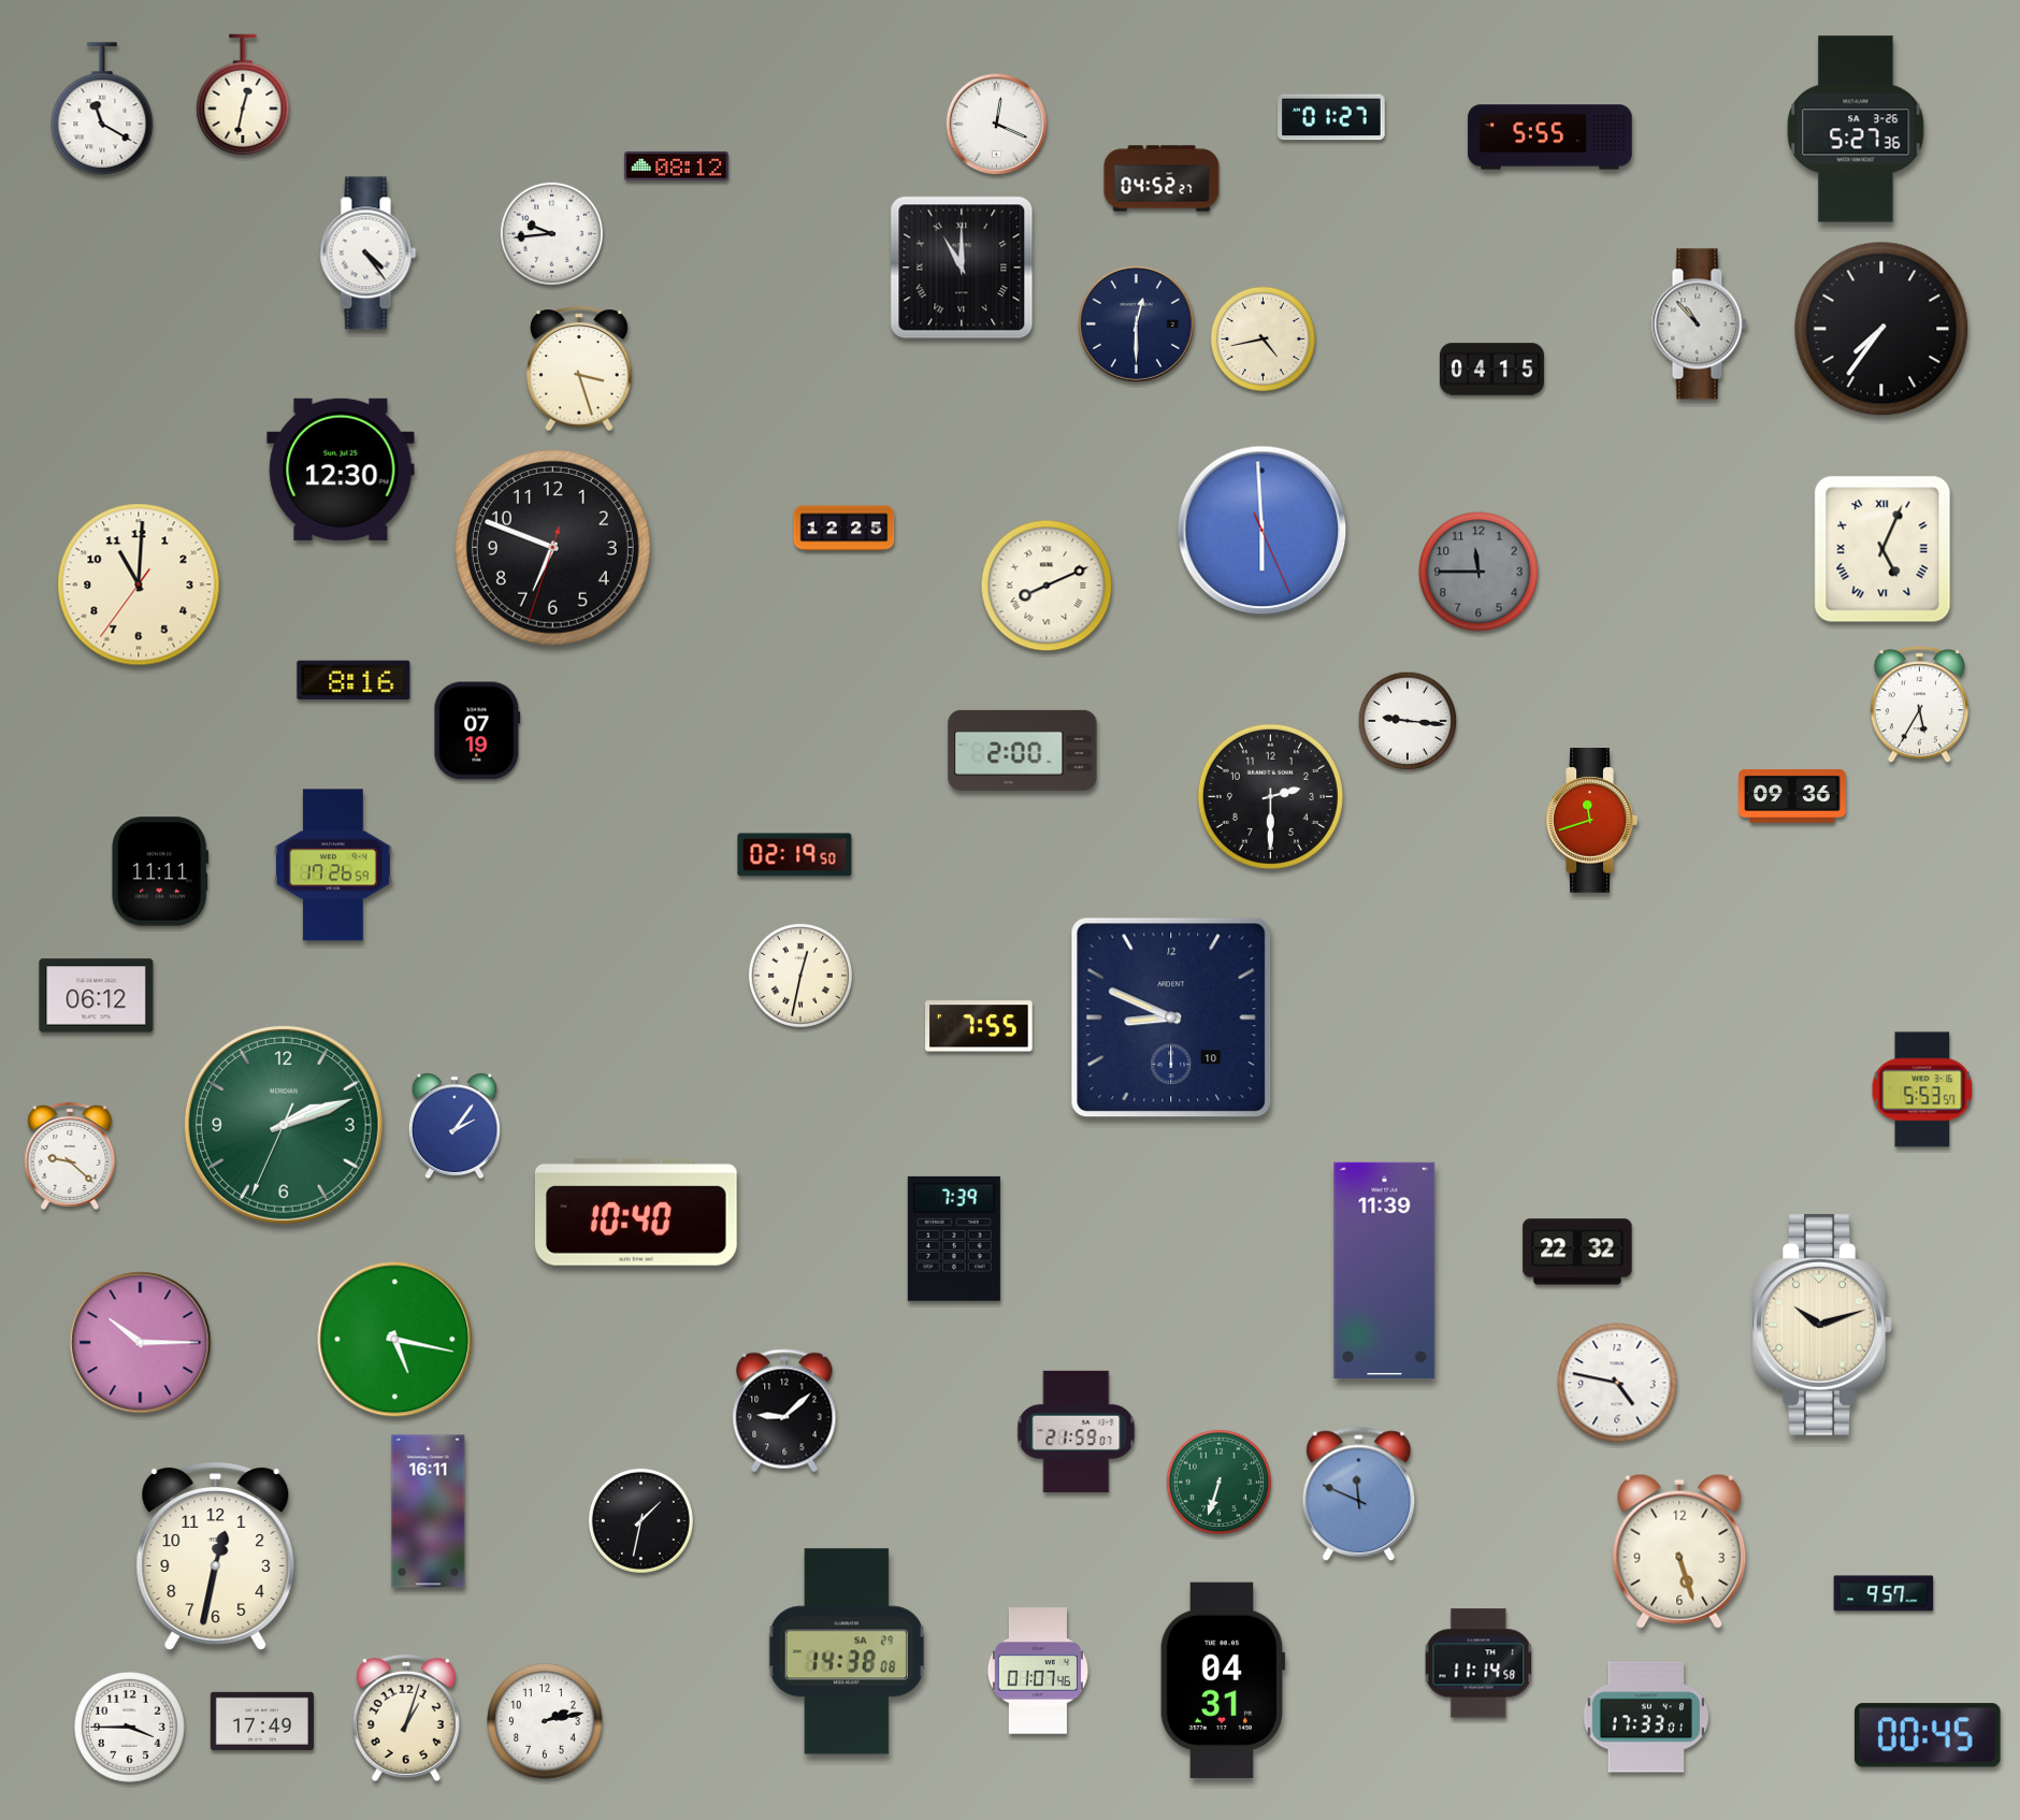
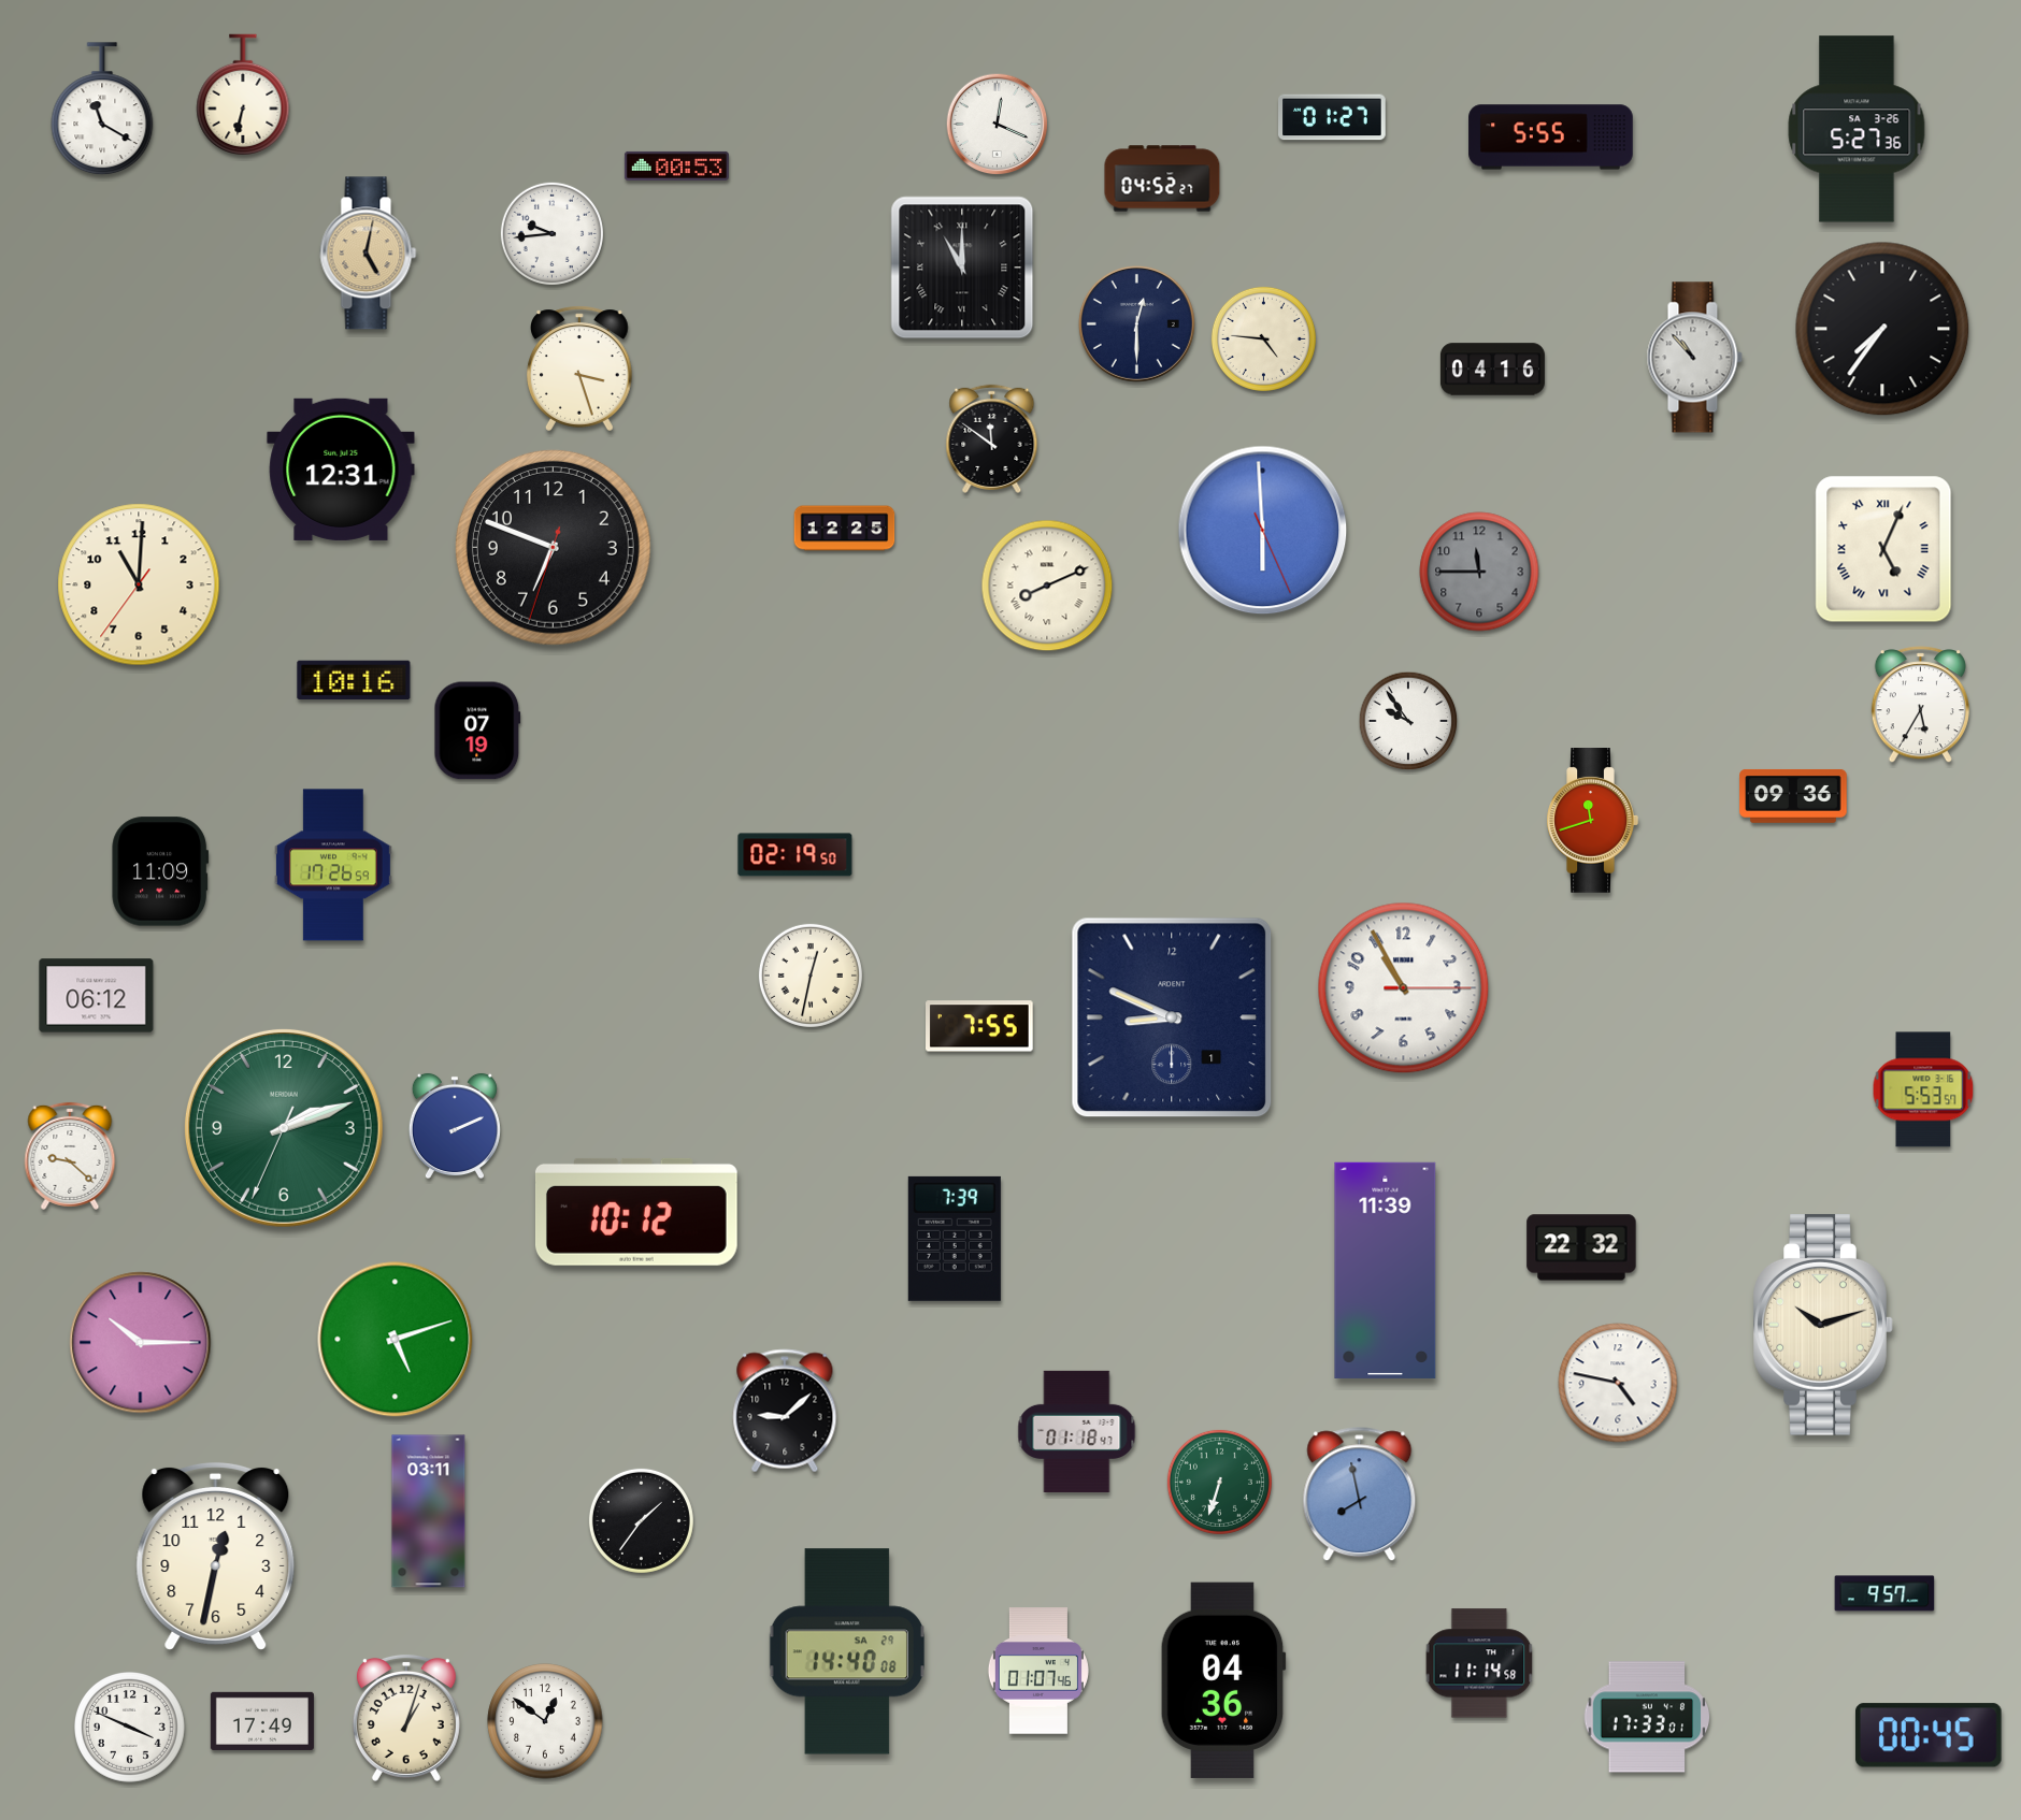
clock at (243, 95): 12:32 -> 6:32
clock at (676, 165): 08:12 -> 00:53
clock at (369, 254): 4:24 -> 5:02
clock at (369, 254) dial: white -> champagne
clock at (1699, 324) position: (1699, 324) -> (1694, 358)
clock at (1262, 338): 4:43 -> 4:46
clock at (1491, 370): 04:15 -> 04:16
clock at (992, 438): none -> 11:51
clock at (341, 470): 12:30 -> 12:31
clock at (353, 680): 8:16 -> 10:16
clock at (1408, 721): 9:16 -> 9:54
clock at (1023, 750): 2:00 -> none
clock at (1270, 796): 2:30 -> none
clock at (160, 871): 11:11 -> 11:09
clock at (800, 976) position: (800, 976) -> (811, 976)
clock at (1404, 988): none -> 10:55
clock at (1171, 1017) date: 10 -> 1
clock at (284, 1125) position: (284, 1125) -> (284, 1128)
clock at (454, 1126): 2:06 -> 2:11
clock at (636, 1212): 10:40 -> 10:12
clock at (1577, 1252) position: (1577, 1252) -> (1581, 1247)
clock at (395, 1340): 5:17 -> 5:12
clock at (1077, 1431): 21:59 -> 01:18
clock at (1359, 1494): 11:49 -> 7:58
clock at (429, 1512): 16:11 -> 03:11
clock at (640, 1520): 1:32 -> 1:36
clock at (1679, 1551): 5:27 -> none
clock at (846, 1651): 14:38 -> 14:40
clock at (1223, 1680): 04:31 -> 04:36
clock at (545, 1721): 2:13 -> 12:51
clock at (130, 1728): 3:45 -> 3:49
